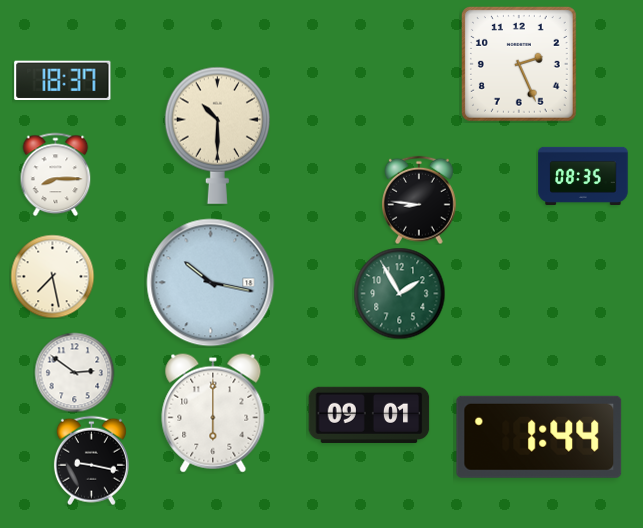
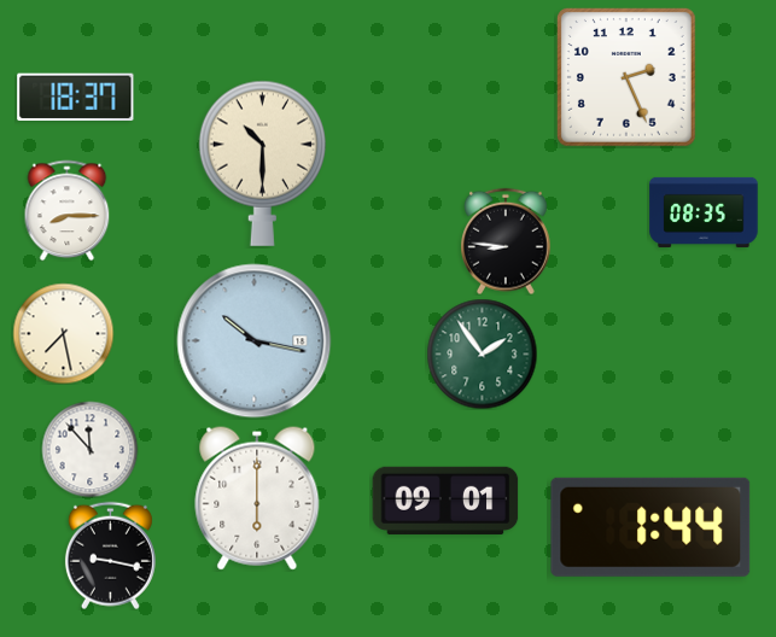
clock at (399, 293): 1:55 -> 1:54
clock at (74, 372): 2:51 -> 11:53
